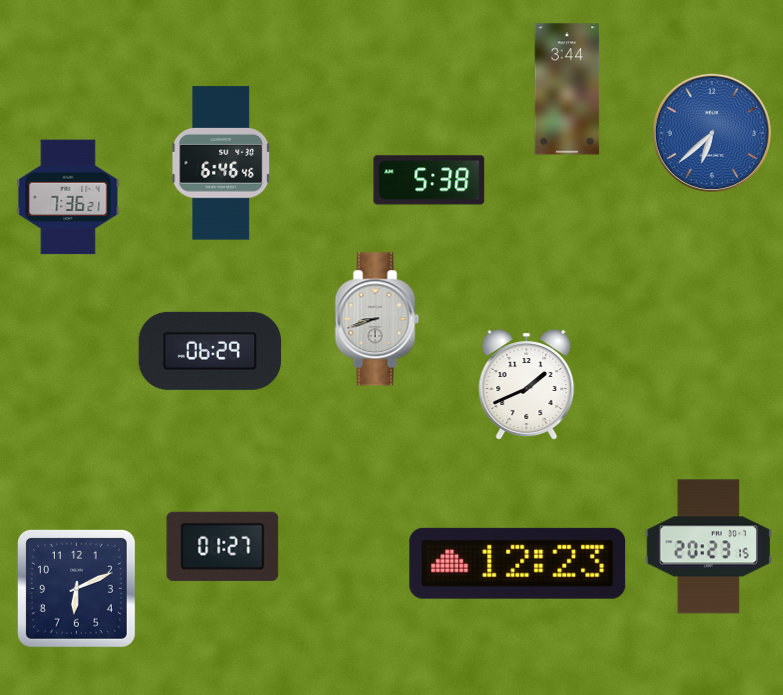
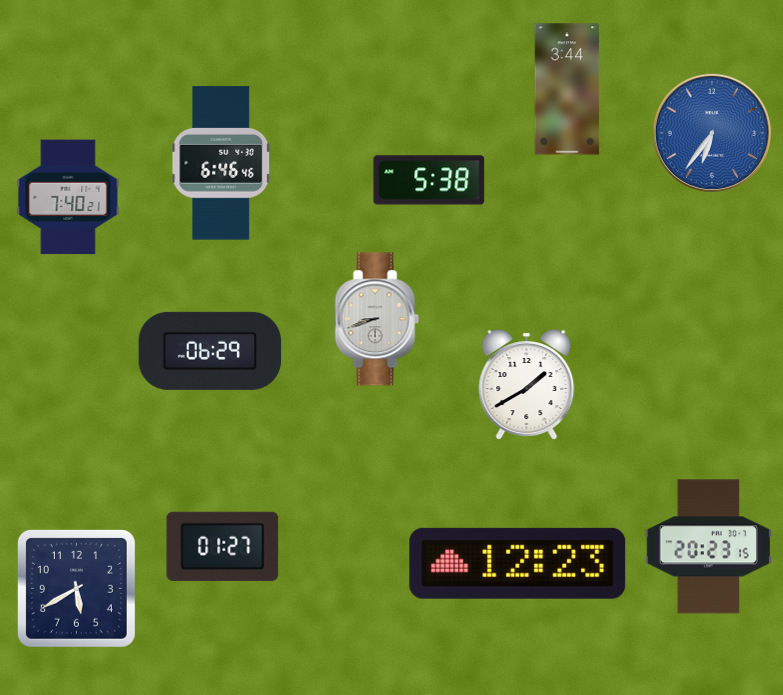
clock at (712, 133): 6:38 -> 6:36
clock at (68, 197): 7:36 -> 7:40
clock at (527, 385): 1:41 -> 1:40
clock at (76, 588): 6:11 -> 5:40
